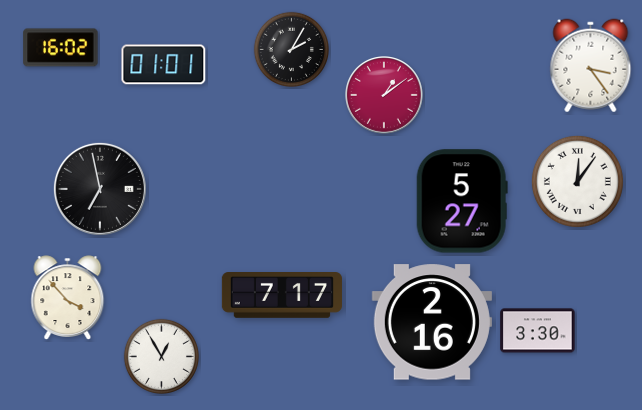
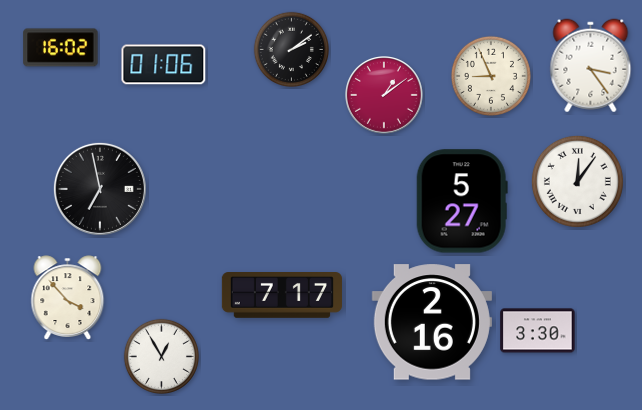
clock at (291, 49): 2:05 -> 2:09
clock at (164, 65): 01:01 -> 01:06
clock at (491, 76): none -> 8:56
